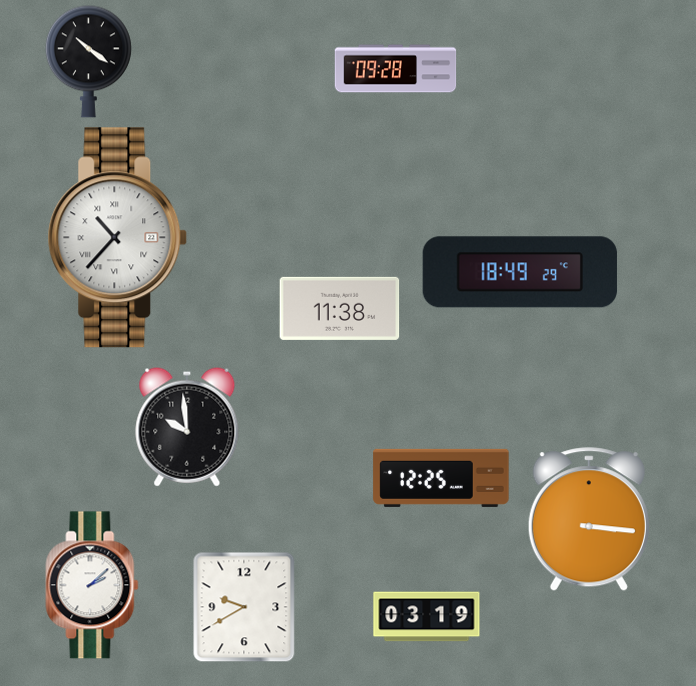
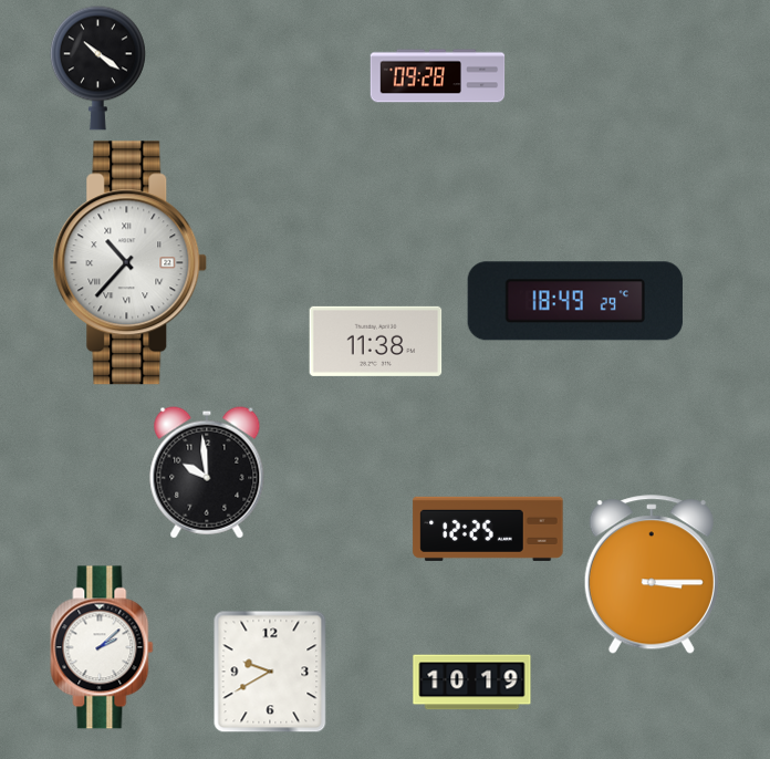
clock at (589, 520): 3:16 -> 3:15
clock at (427, 617): 03:19 -> 10:19
